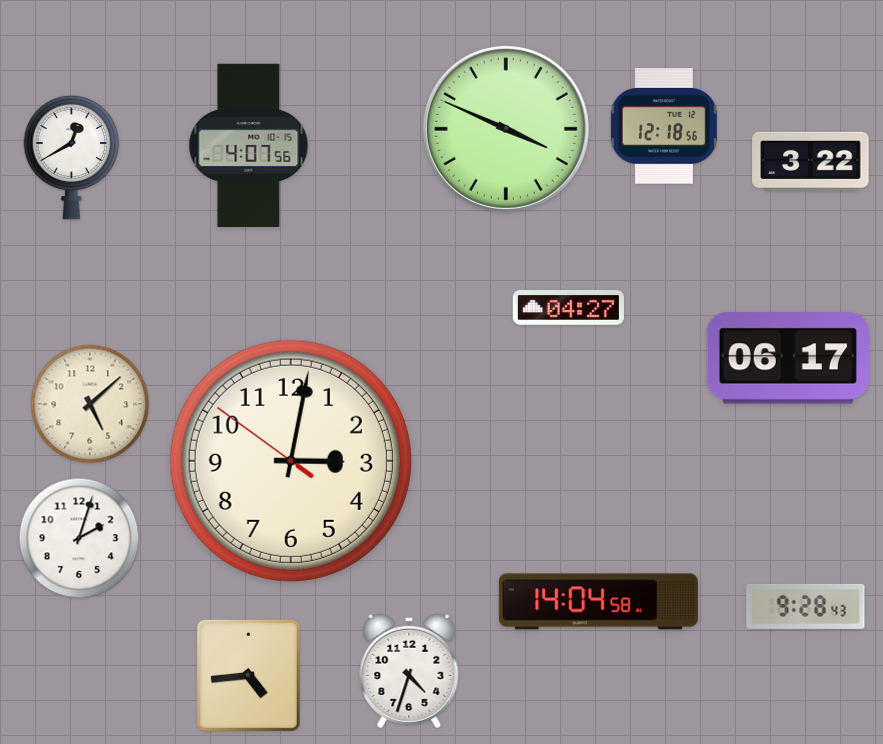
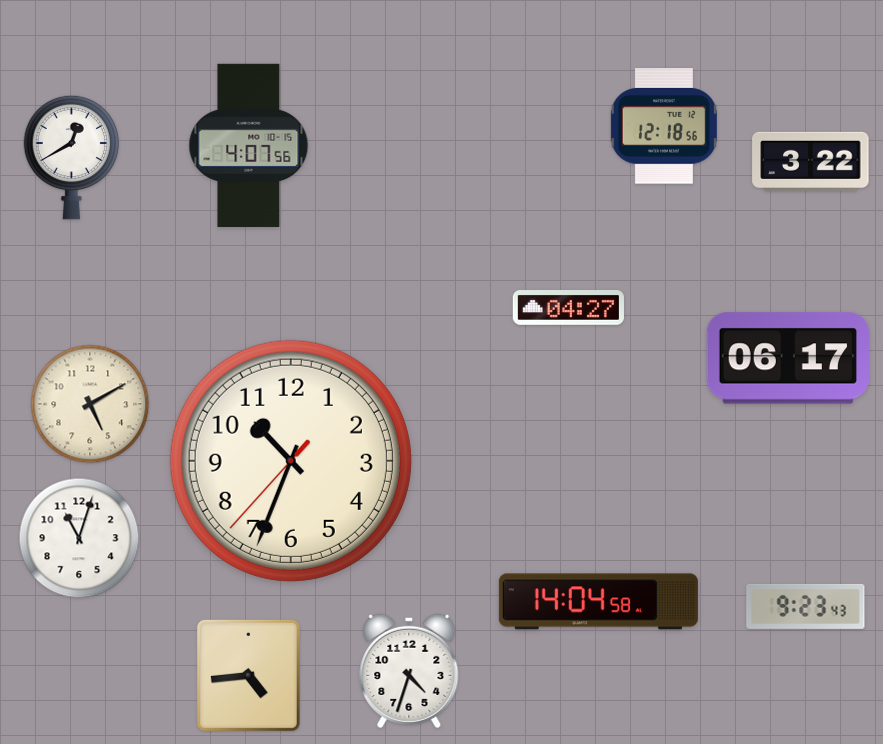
clock at (506, 129): 3:49 -> none
clock at (90, 404): 5:08 -> 5:10
clock at (291, 461): 3:01 -> 10:33
clock at (79, 538): 2:03 -> 11:03
clock at (806, 606): 9:28 -> 9:23
